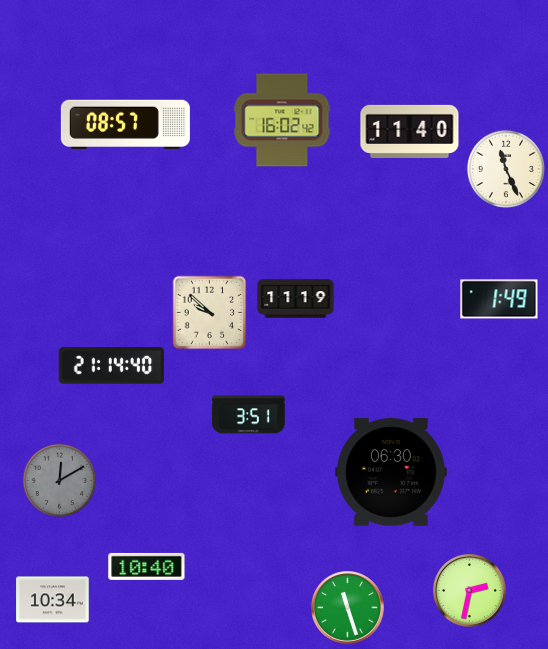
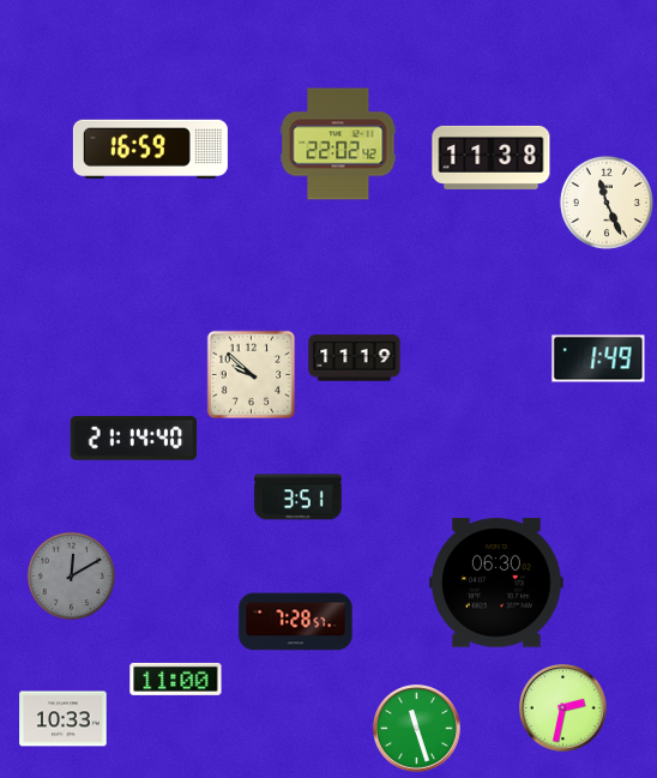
clock at (282, 120): 16:02 -> 22:02
clock at (125, 124): 08:57 -> 16:59
clock at (410, 131): 11:40 -> 11:38
clock at (392, 472) position: (392, 472) -> (498, 583)
clock at (296, 622): none -> 7:28
clock at (147, 566): 10:40 -> 11:00
clock at (53, 600): 10:34 -> 10:33
